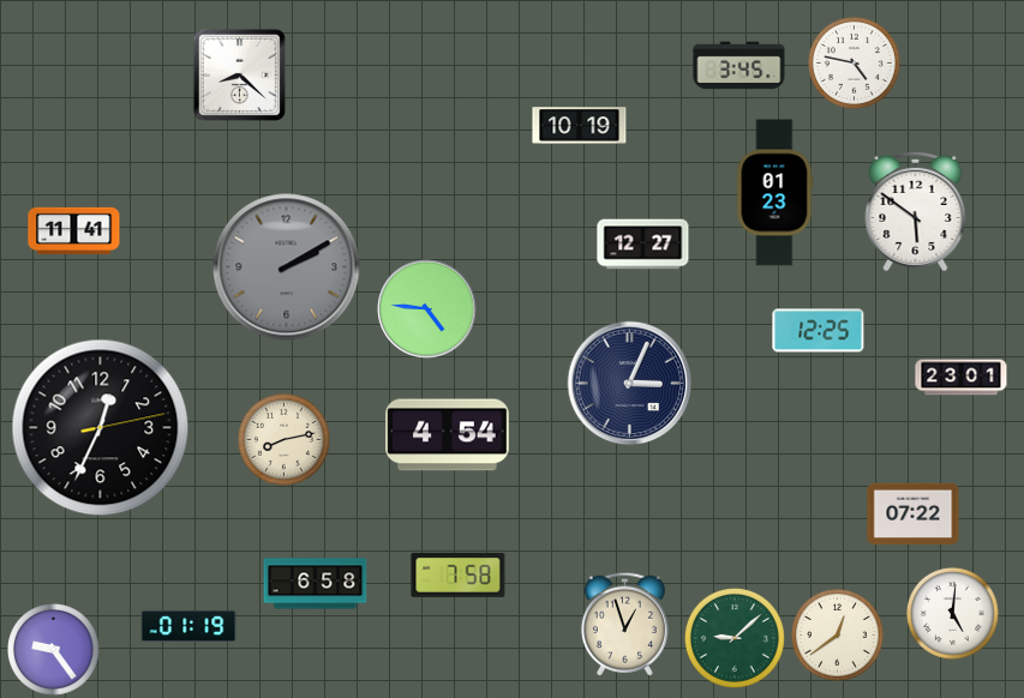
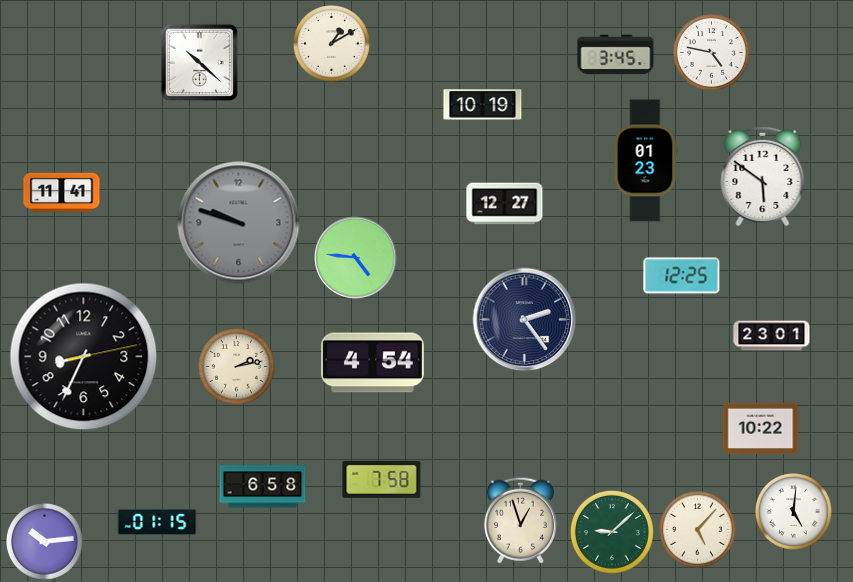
clock at (332, 44): none -> 1:10
clock at (239, 74): 8:22 -> 10:22
clock at (643, 245) position: (643, 245) -> (505, 204)
clock at (287, 267): 2:10 -> 9:48
clock at (962, 378) position: (962, 378) -> (772, 336)
clock at (630, 384): 3:04 -> 2:24
clock at (101, 428): 12:34 -> 8:34
clock at (285, 440): 8:13 -> 2:13
clock at (914, 515): 07:22 -> 10:22
clock at (188, 626): 01:19 -> 01:15
clock at (838, 636): 12:39 -> 5:07
clock at (54, 650): 9:24 -> 10:14
